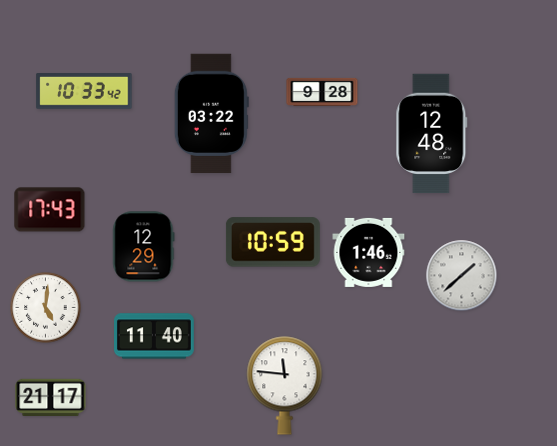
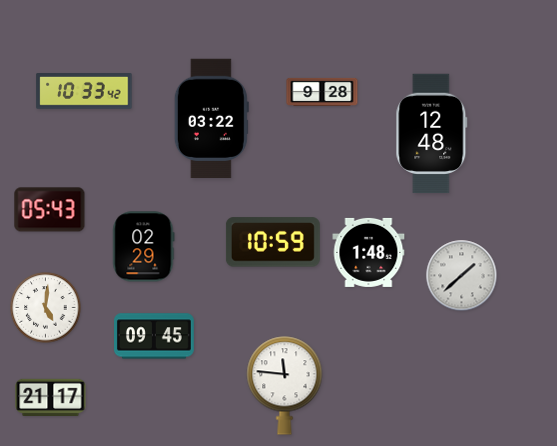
clock at (211, 114) position: (211, 114) -> (211, 119)
clock at (50, 210): 17:43 -> 05:43
clock at (144, 247): 12:29 -> 02:29
clock at (369, 252): 1:46 -> 1:48
clock at (155, 336): 11:40 -> 09:45
